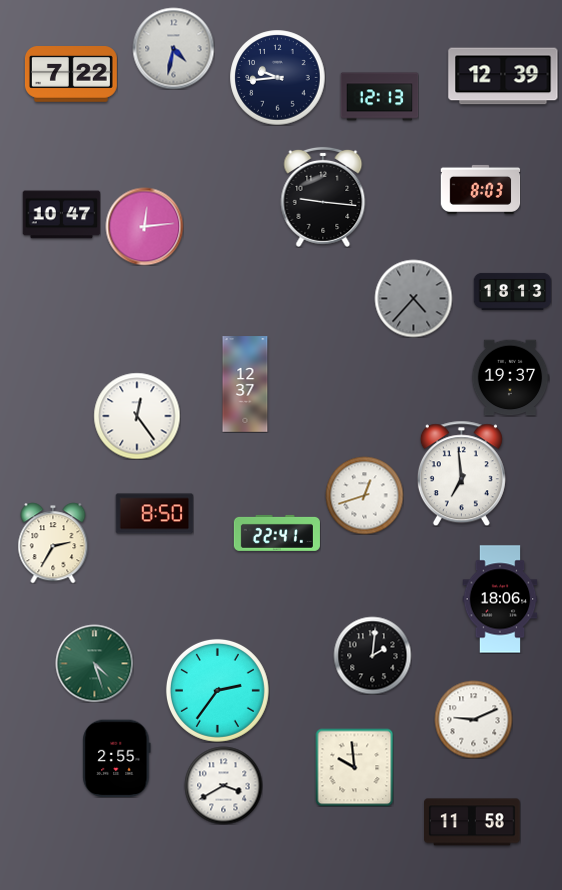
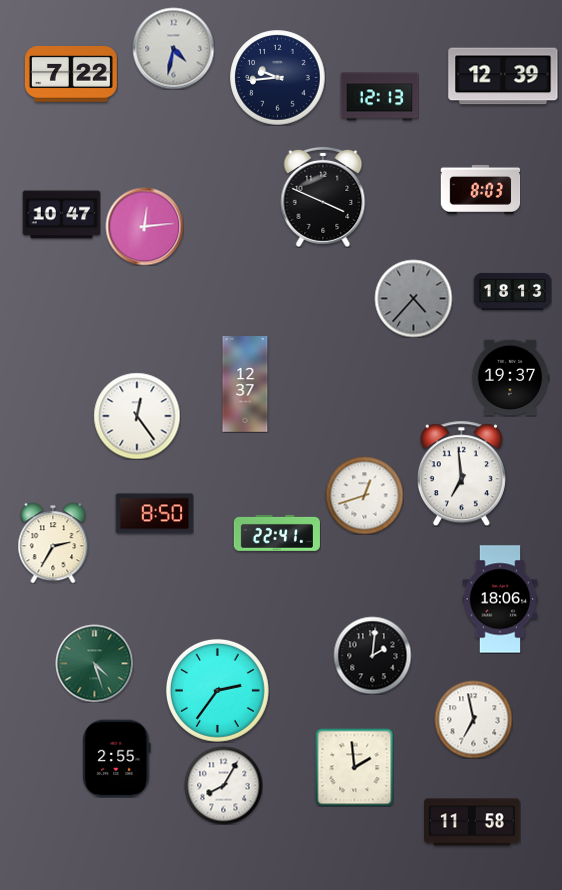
clock at (323, 197): 9:16 -> 3:49
clock at (473, 719): 9:11 -> 6:58
clock at (354, 767): 9:59 -> 1:59
clock at (223, 785): 3:40 -> 8:05
